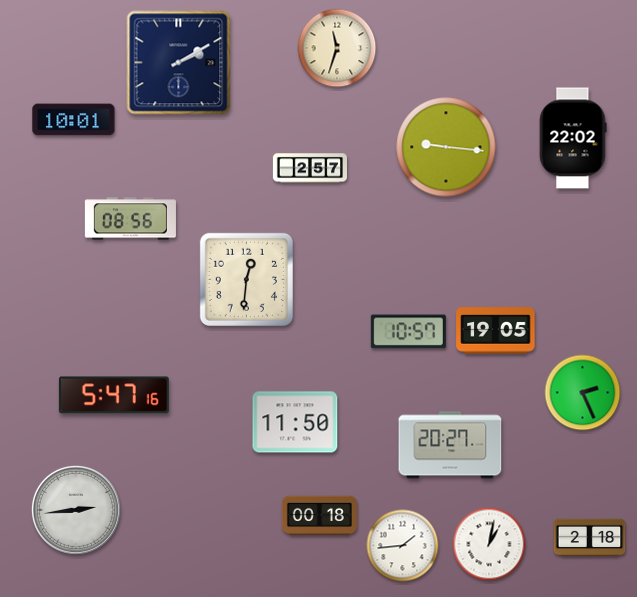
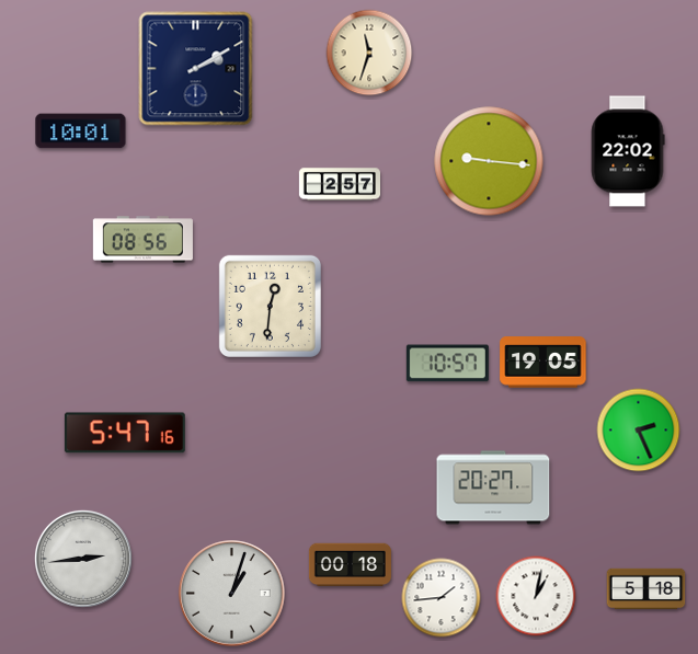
clock at (295, 422): 11:50 -> none
clock at (590, 538): 2:18 -> 5:18
clock at (232, 594): none -> 1:03
